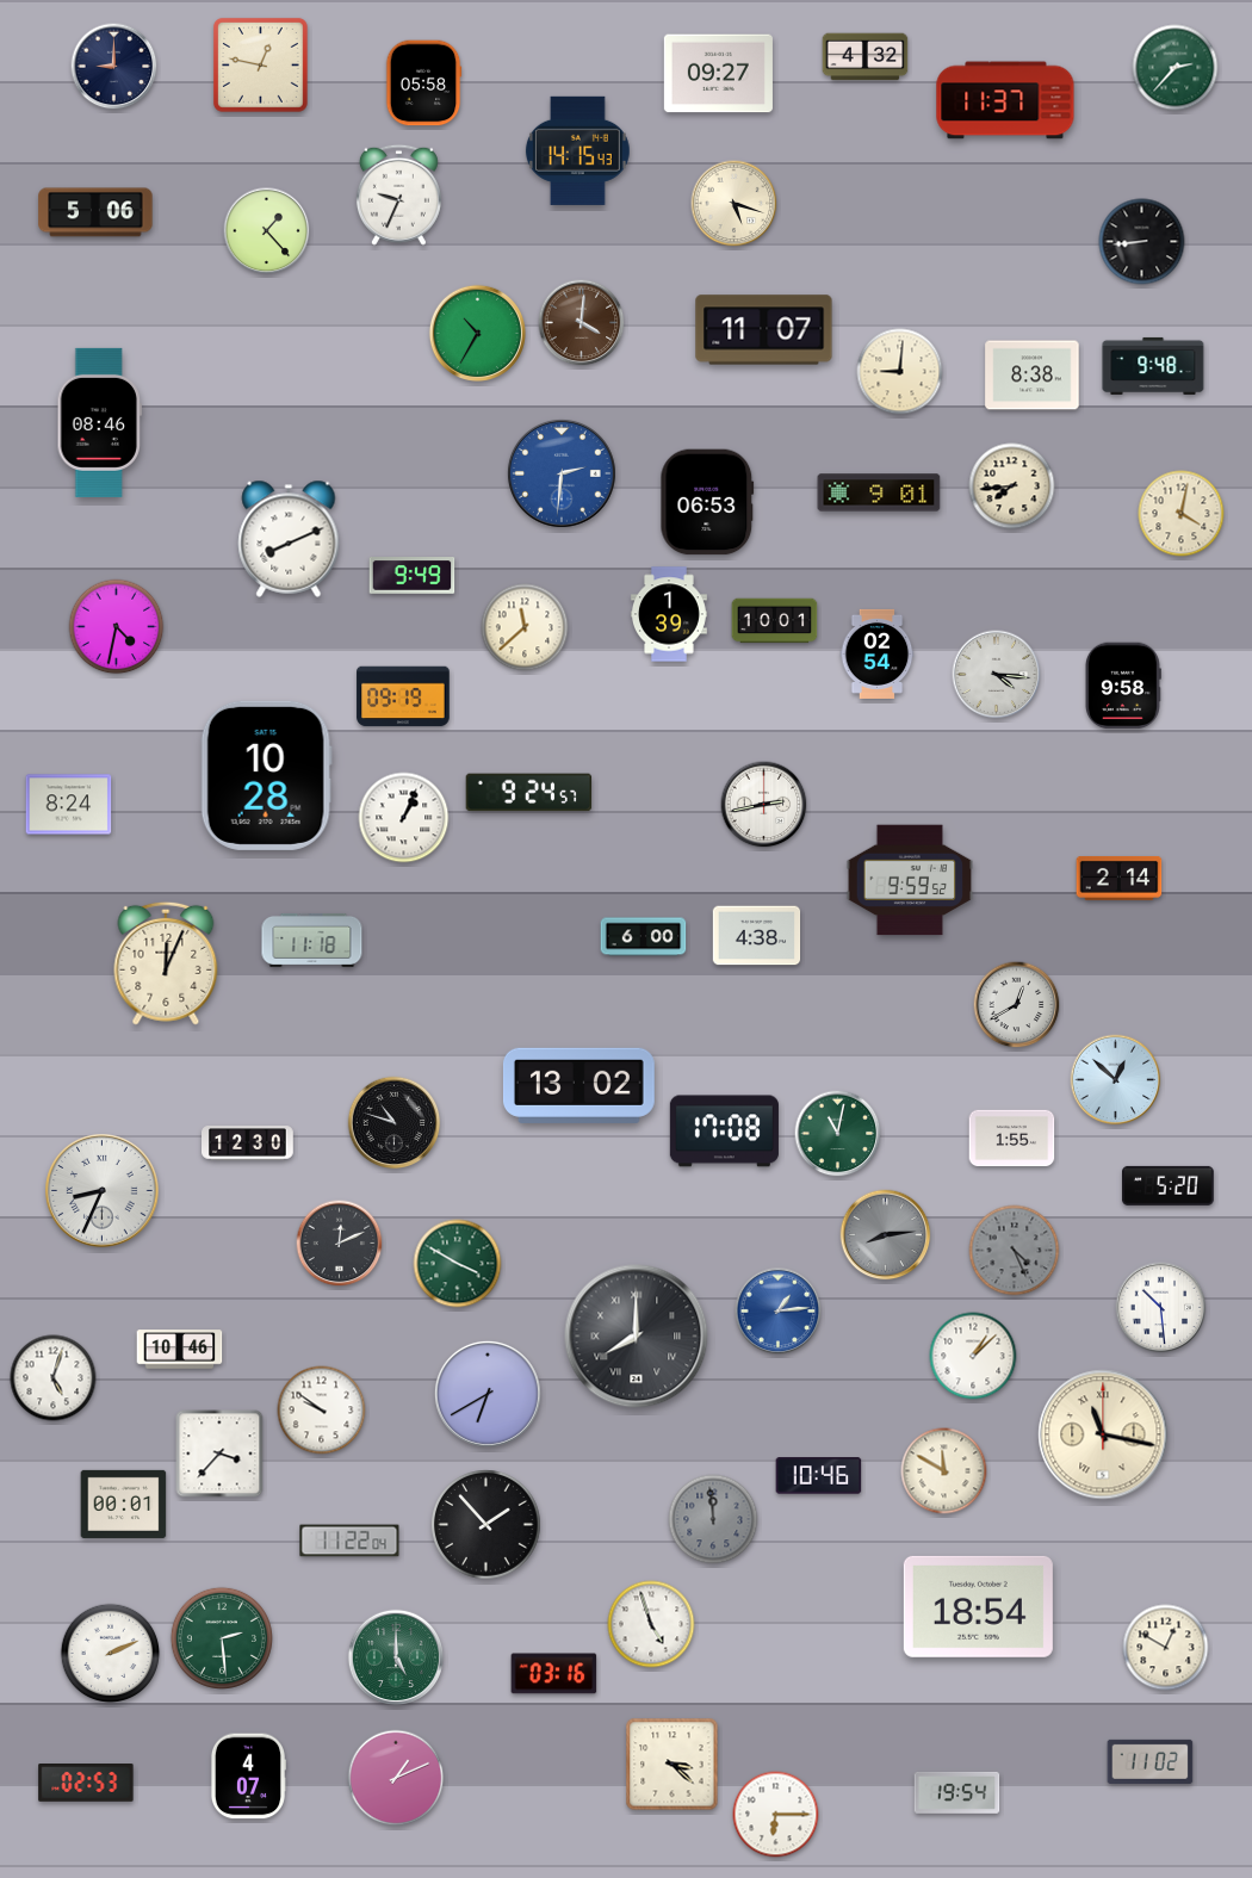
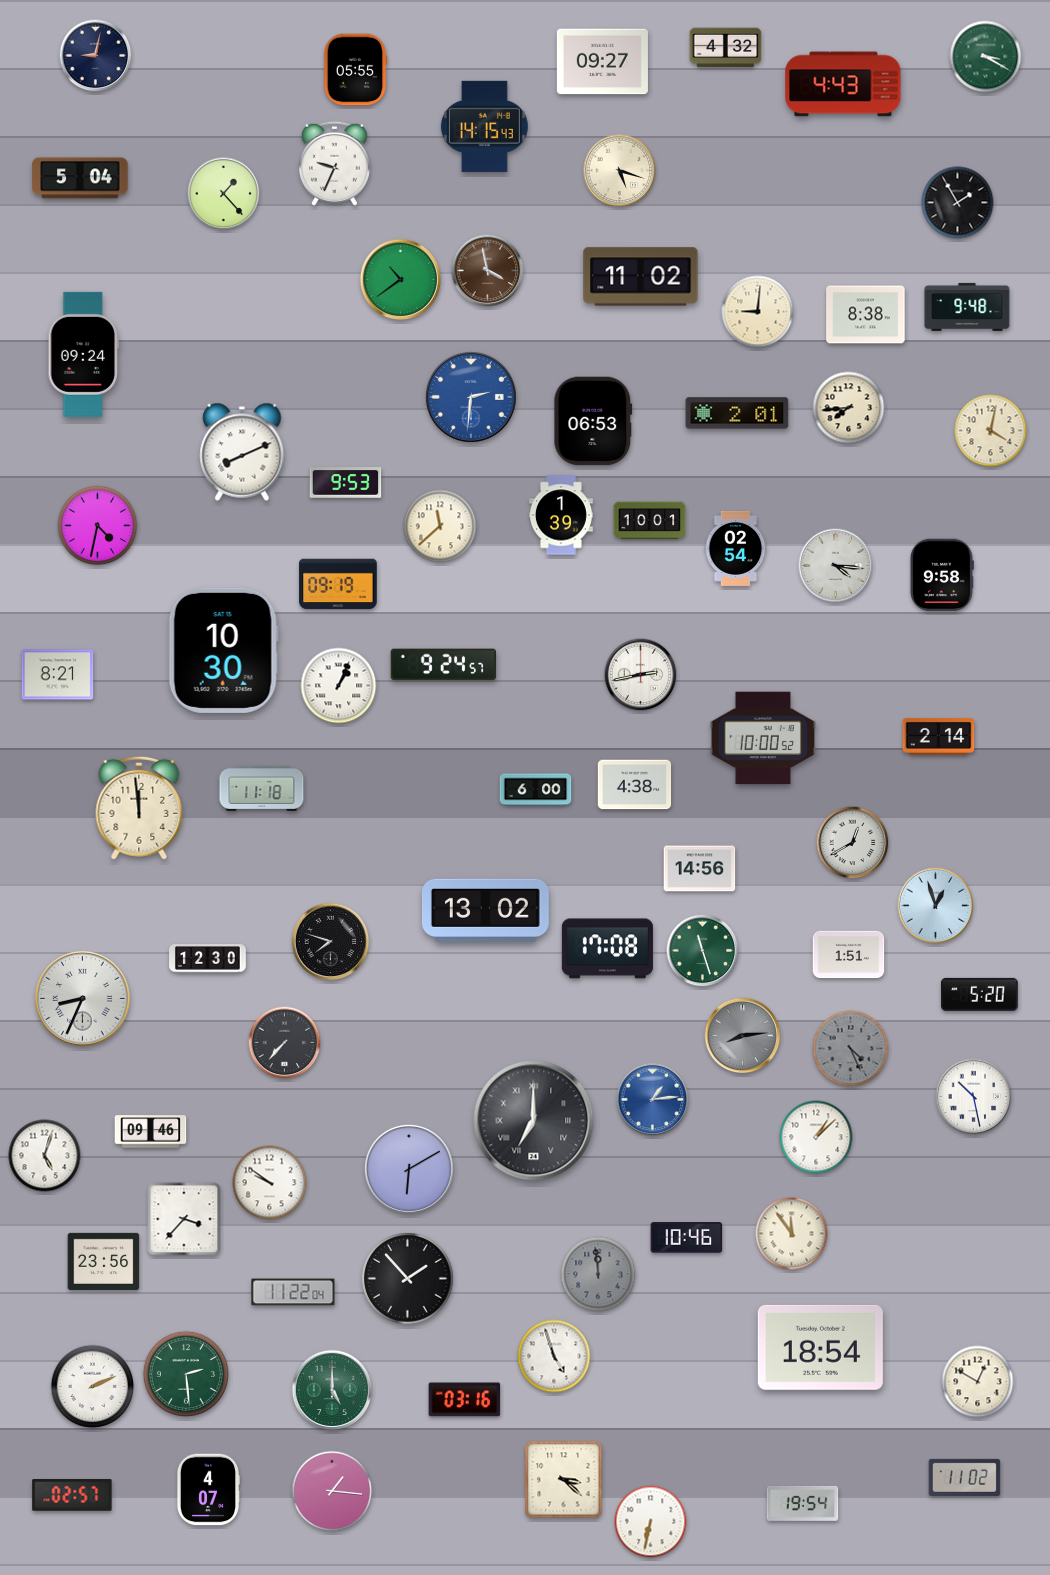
clock at (260, 64): 12:47 -> none
clock at (114, 67): 9:00 -> 9:02
clock at (1176, 68): 2:37 -> 3:20
clock at (423, 83): 05:58 -> 05:55
clock at (1005, 100): 11:37 -> 4:43
clock at (735, 204) position: (735, 204) -> (620, 171)
clock at (95, 212): 5:06 -> 5:04
clock at (1142, 242): 8:44 -> 1:55
clock at (582, 323): 4:01 -> 3:58
clock at (764, 330): 11:07 -> 11:02
clock at (477, 333): 10:35 -> 10:39
clock at (900, 372) position: (900, 372) -> (758, 312)
clock at (99, 422): 08:46 -> 09:24
clock at (879, 492): 9:01 -> 2:01
clock at (413, 576): 9:49 -> 9:53
clock at (266, 775): 10:28 -> 10:30
clock at (69, 805): 8:24 -> 8:21
clock at (910, 880): 9:59 -> 10:00
clock at (644, 937) position: (644, 937) -> (536, 790)
clock at (166, 963): 12:04 -> 11:59
clock at (700, 869): none -> 14:56
clock at (1116, 1080): 12:52 -> 12:57
clock at (395, 1123): 10:48 -> 7:48
clock at (838, 1134): 11:02 -> 11:27
clock at (1012, 1139): 1:55 -> 1:51
clock at (103, 1191) position: (103, 1191) -> (83, 999)
clock at (340, 1244): 12:11 -> 7:37
clock at (458, 1264): 3:50 -> none
clock at (1161, 1308): 10:29 -> 10:28
clock at (637, 1337): 8:00 -> 7:00
clock at (180, 1350): 10:46 -> 09:46
clock at (488, 1394): 6:40 -> 6:10
clock at (1103, 1434): 11:17 -> none
clock at (944, 1471): 11:50 -> 11:54
clock at (124, 1504): 00:01 -> 23:56
clock at (651, 1624) position: (651, 1624) -> (554, 1356)
clock at (554, 1674) position: (554, 1674) -> (465, 1400)
clock at (396, 1778): 1:11 -> 1:16
clock at (86, 1783): 02:53 -> 02:57
clock at (776, 1815): 6:15 -> 6:32
